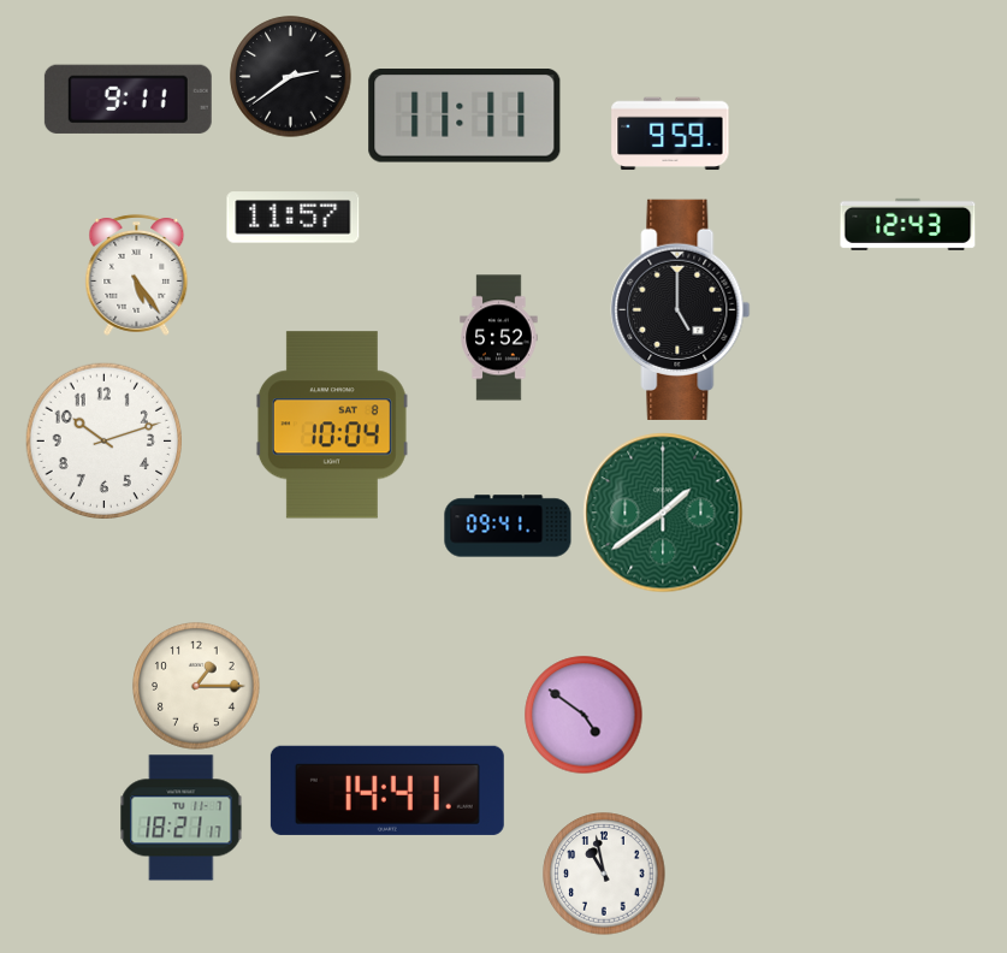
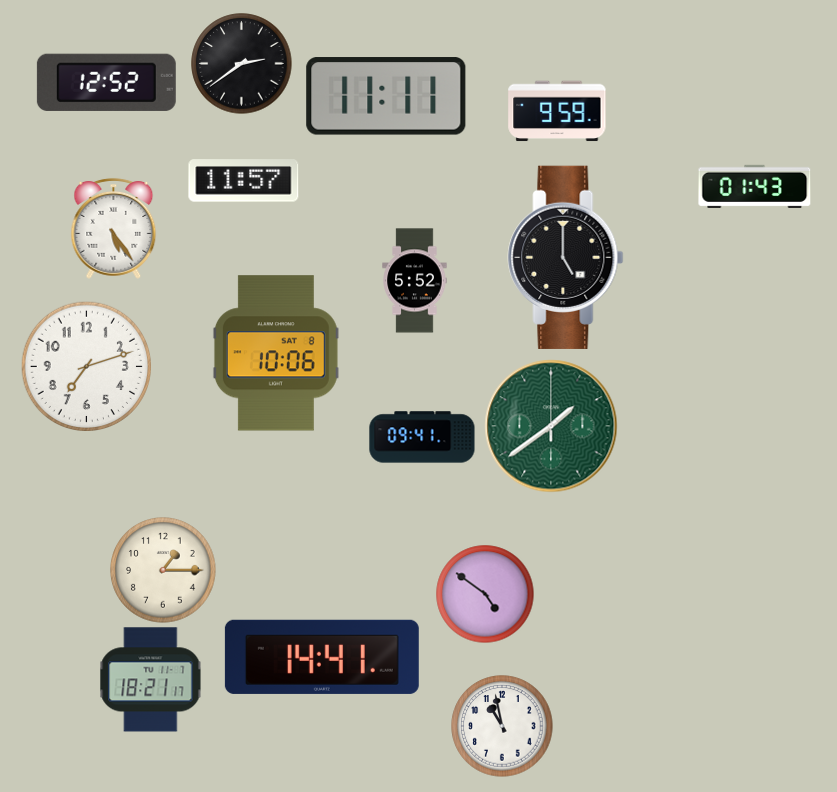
clock at (128, 99): 9:11 -> 12:52
clock at (908, 224): 12:43 -> 01:43
clock at (332, 425): 10:04 -> 10:06
clock at (103, 440): 10:12 -> 7:12
